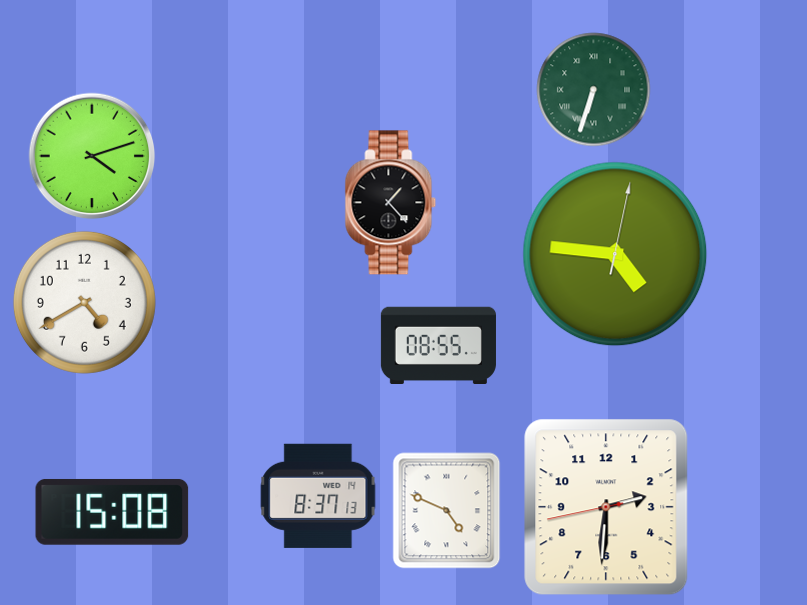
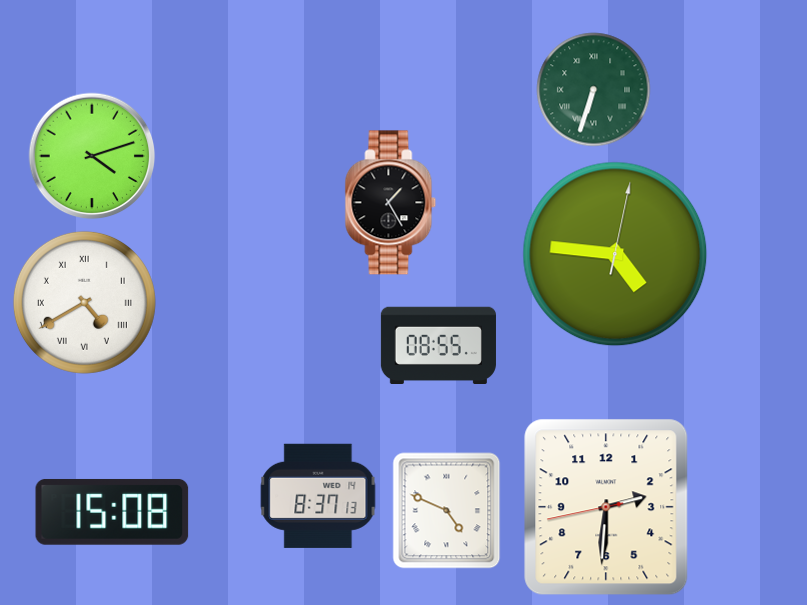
clock at (391, 203): 1:23 -> 1:25
clock at (84, 302) numerals: Arabic -> Roman
